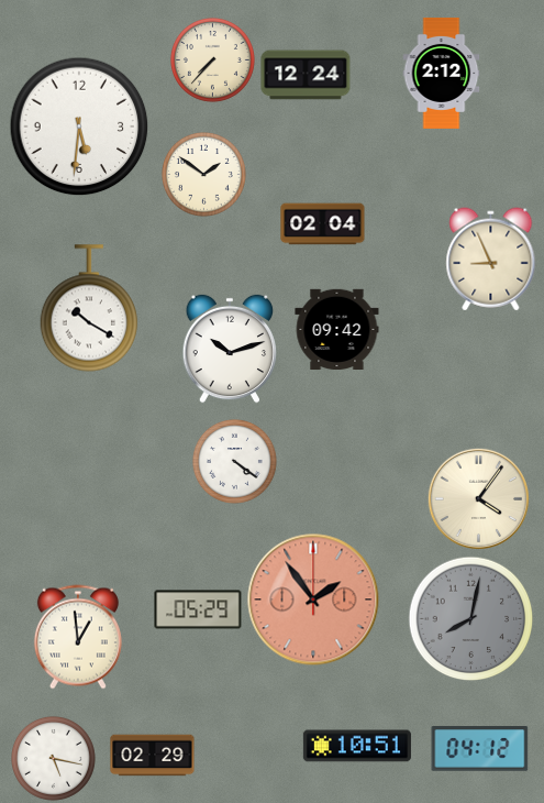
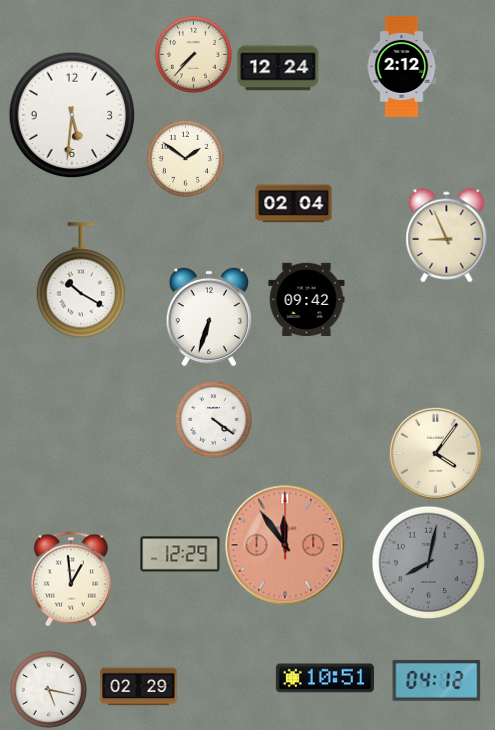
clock at (230, 349): 10:12 -> 6:33
clock at (313, 599): 1:54 -> 11:54
clock at (198, 609): 05:29 -> 12:29
